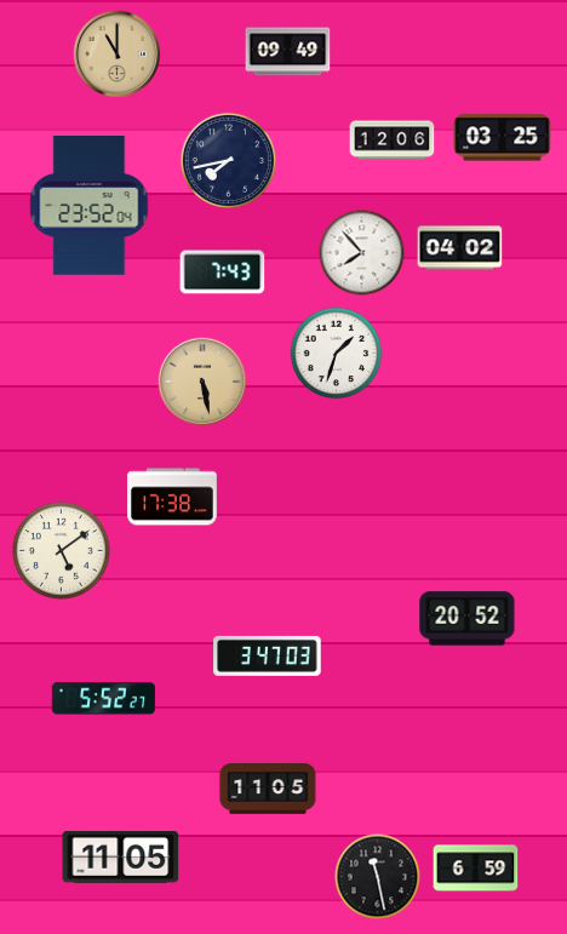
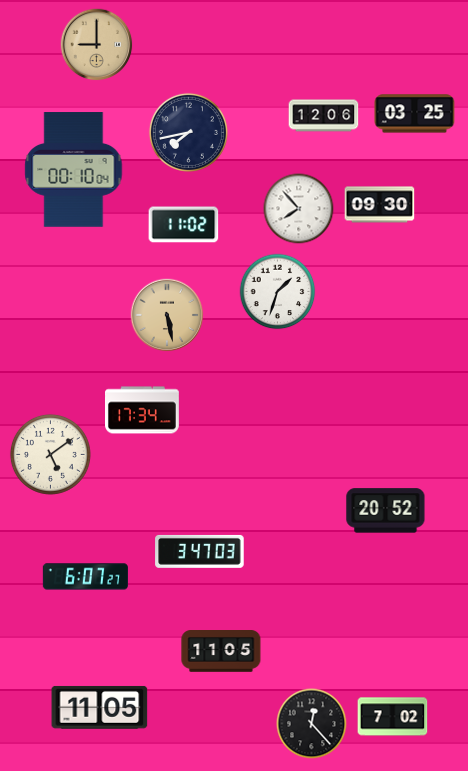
clock at (288, 52): 09:49 -> none
clock at (118, 55): 11:00 -> 9:00
clock at (90, 206): 23:52 -> 00:10
clock at (460, 248): 04:02 -> 09:30
clock at (223, 273): 7:43 -> 11:02
clock at (173, 497): 17:38 -> 17:34
clock at (268, 655) position: (268, 655) -> (200, 551)
clock at (103, 699): 5:52 -> 6:07
clock at (476, 869): 6:59 -> 7:02
clock at (378, 877): 11:28 -> 12:23
